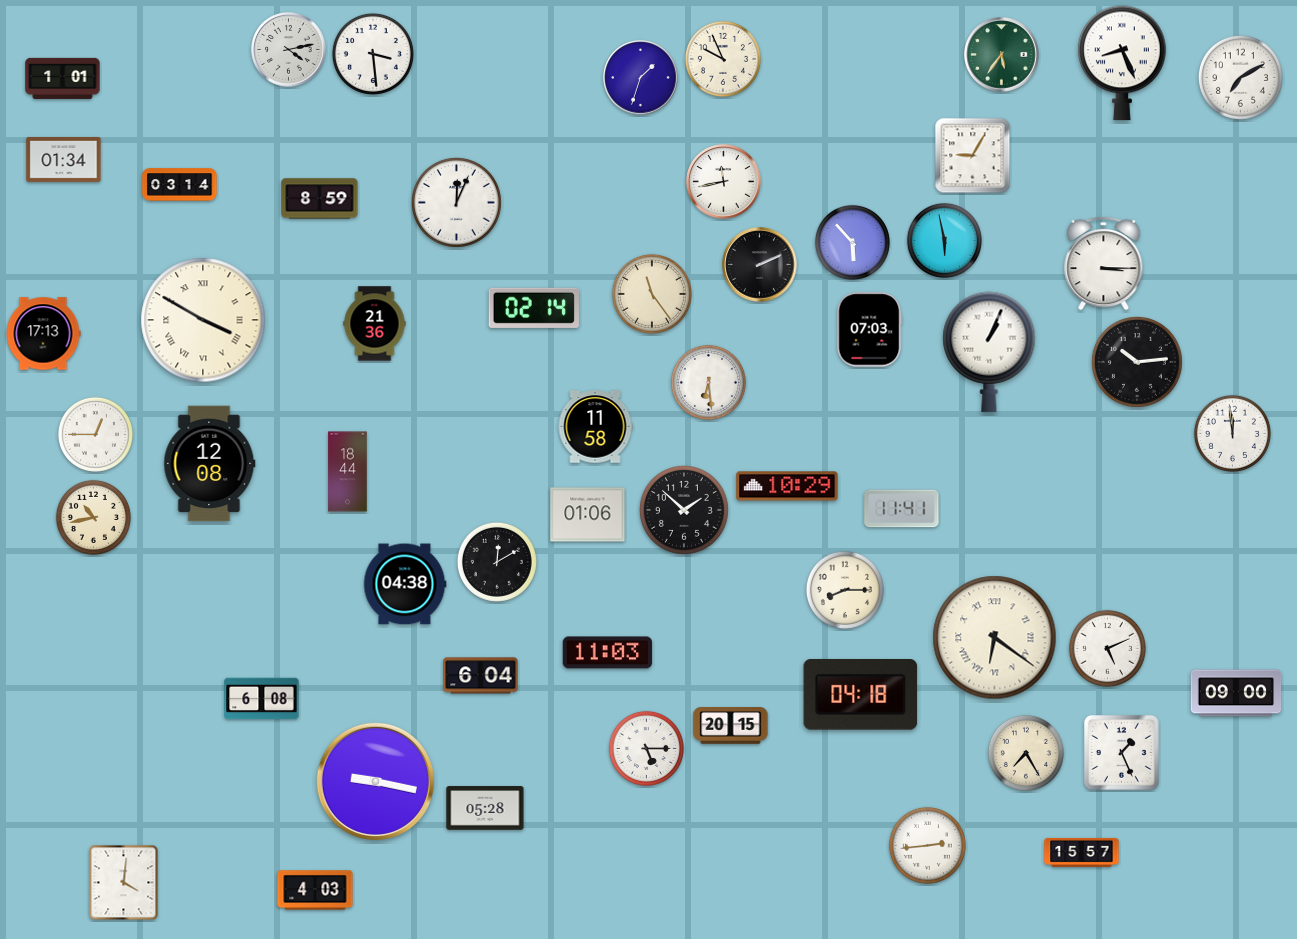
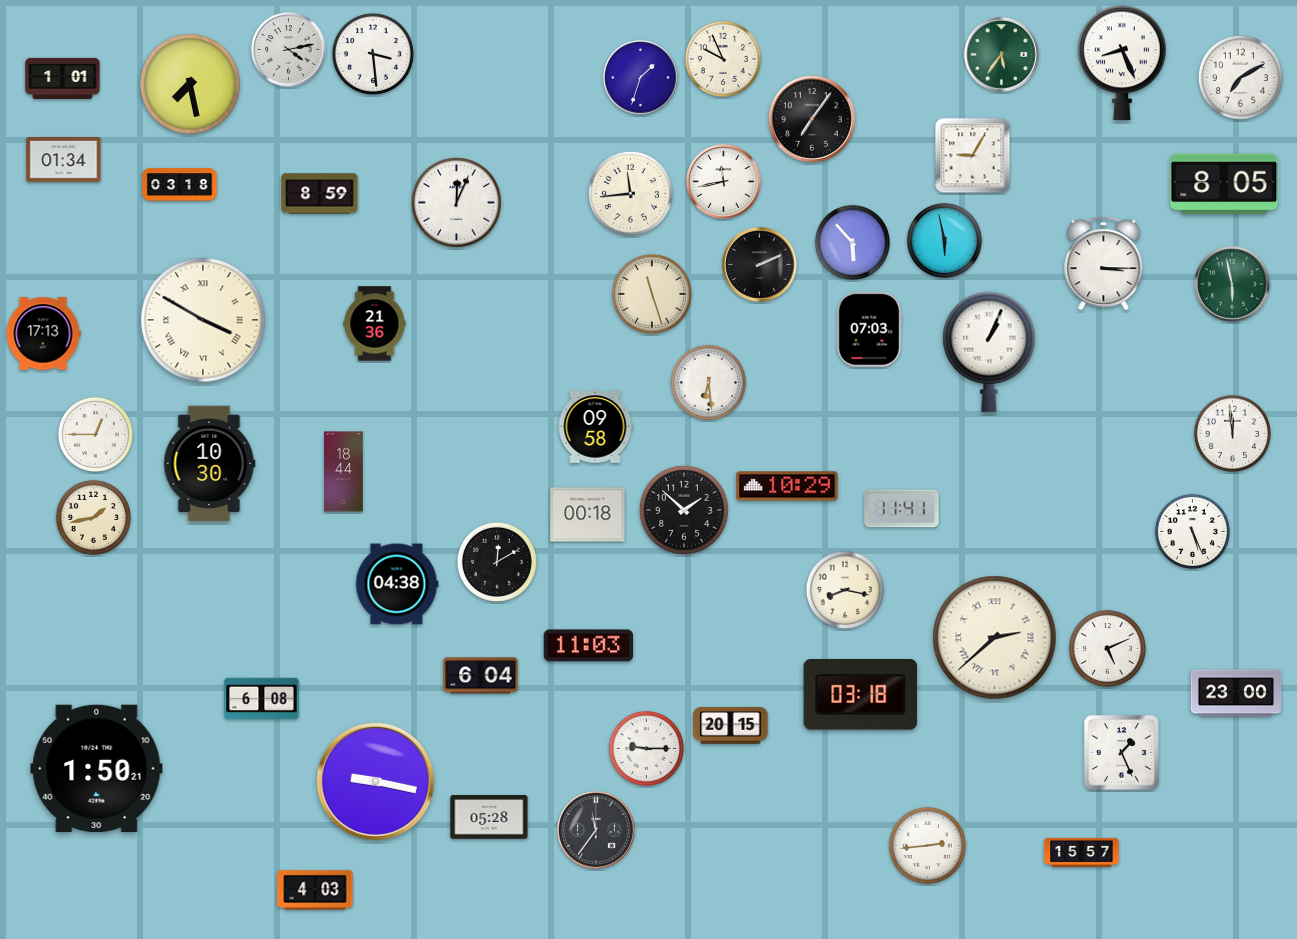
clock at (190, 84): none -> 7:28
clock at (812, 119): none -> 7:06
clock at (1224, 184): none -> 8:05
clock at (180, 185): 03:14 -> 03:18
clock at (630, 193): none -> 11:44
clock at (320, 199) position: (320, 199) -> (320, 194)
clock at (1232, 284): none -> 5:58
clock at (652, 294): 11:24 -> 11:27
clock at (534, 308): 02:14 -> none
clock at (1137, 362): 10:14 -> none
clock at (595, 427): 11:58 -> 09:58
clock at (210, 464): 12:08 -> 10:30
clock at (348, 472) position: (348, 472) -> (344, 472)
clock at (588, 515): 01:06 -> 00:18
clock at (93, 517): 10:43 -> 1:43
clock at (1192, 531): none -> 5:26
clock at (405, 584) position: (405, 584) -> (397, 584)
clock at (845, 590): 8:15 -> 8:17
clock at (995, 638): 6:21 -> 2:38
clock at (608, 653) position: (608, 653) -> (589, 646)
clock at (1236, 693): 09:00 -> 23:00
clock at (861, 695): 04:18 -> 03:18
clock at (646, 748): 5:15 -> 9:15
clock at (1026, 753): 7:25 -> none
clock at (97, 768): none -> 1:50
clock at (485, 808) position: (485, 808) -> (489, 817)
clock at (596, 830): none -> 11:36
clock at (124, 883): 4:01 -> none
